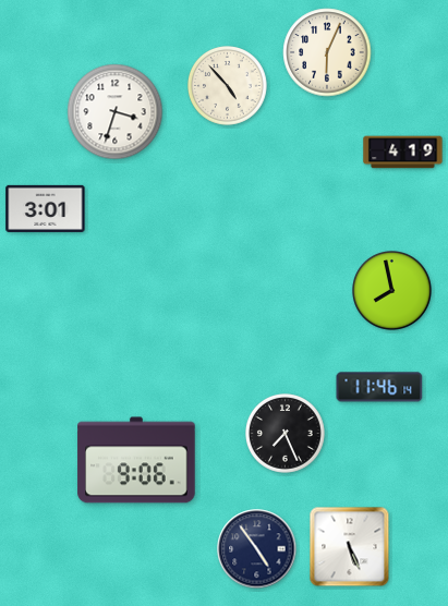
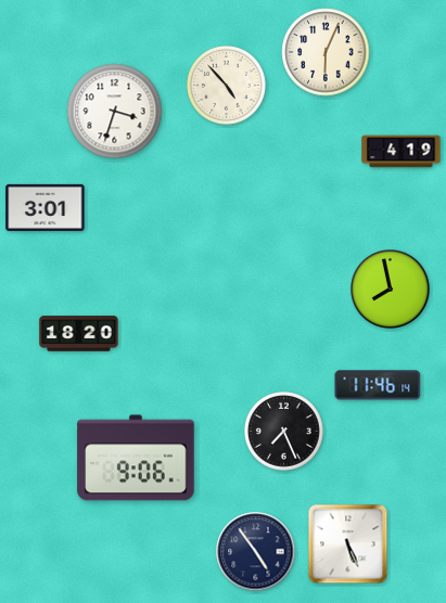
clock at (79, 334): none -> 18:20
clock at (257, 549) position: (257, 549) -> (256, 552)
